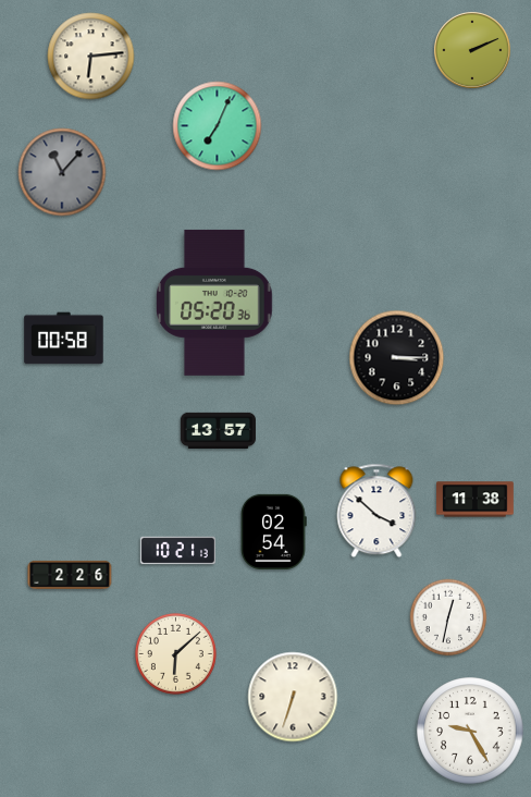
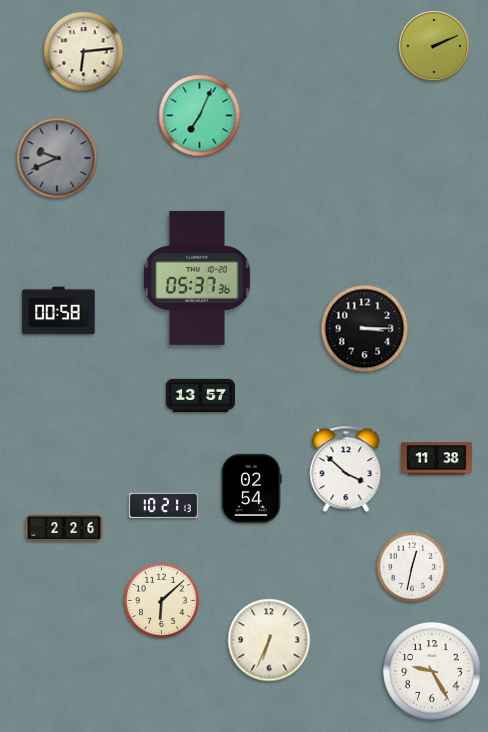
clock at (62, 172): 11:07 -> 9:41
clock at (215, 303): 05:20 -> 05:37
clock at (293, 697): 6:33 -> 6:34
